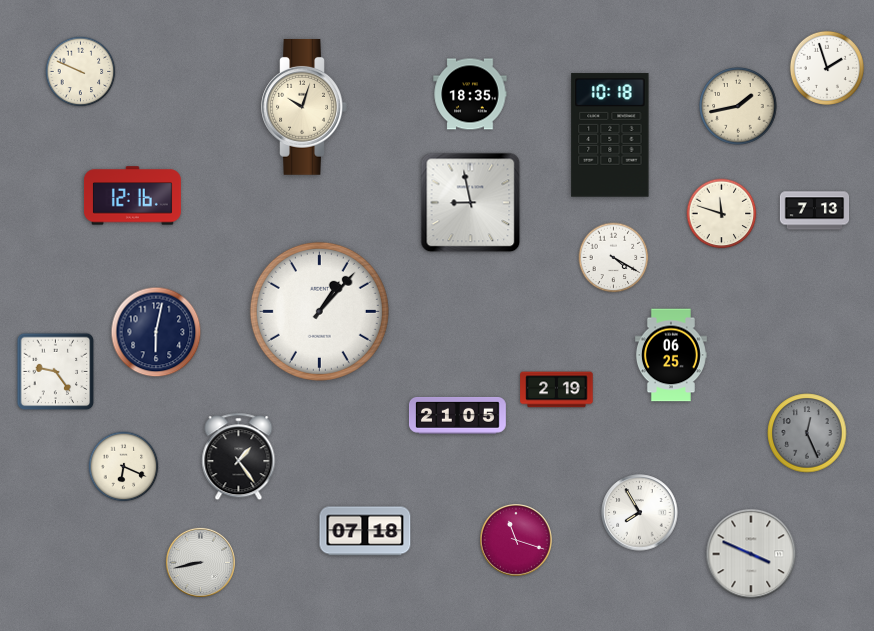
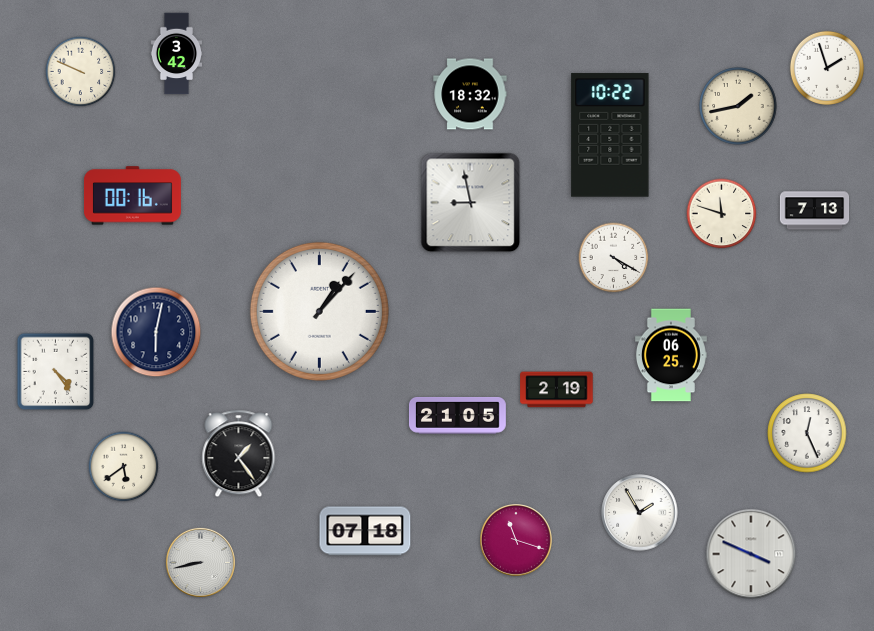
clock at (177, 54): none -> 3:42
clock at (470, 94): 18:35 -> 18:32
clock at (304, 107): 10:03 -> none
clock at (610, 135): 10:18 -> 10:22
clock at (132, 196): 12:16 -> 00:16
clock at (56, 372): 9:24 -> 4:24
clock at (807, 433) dial: grey -> white
clock at (239, 457) position: (239, 457) -> (239, 454)
clock at (124, 467): 6:19 -> 5:39
clock at (640, 513): 7:55 -> 1:55
